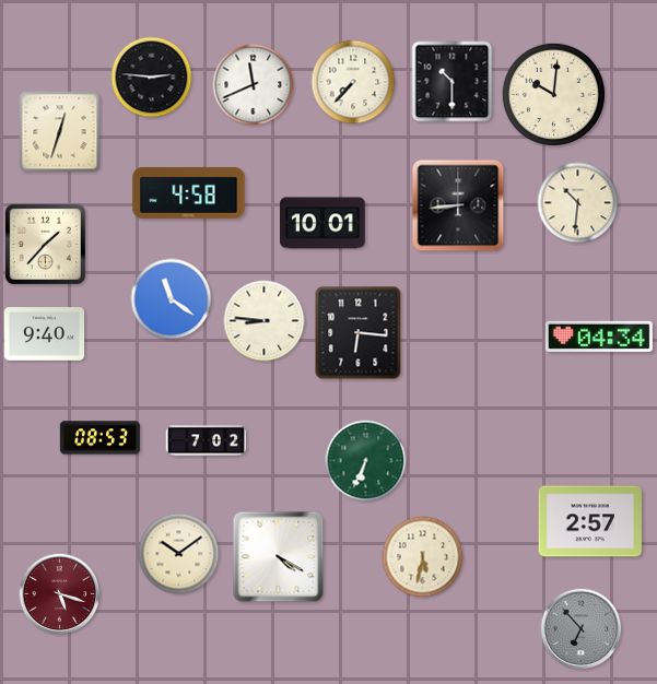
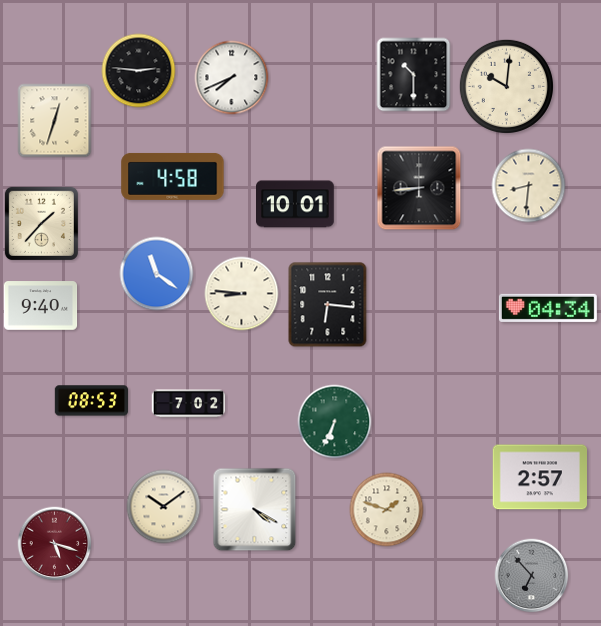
clock at (353, 82): 7:37 -> none
clock at (254, 85): 11:41 -> 7:41
clock at (578, 203): 10:31 -> 8:31
clock at (423, 557): 5:32 -> 1:48
